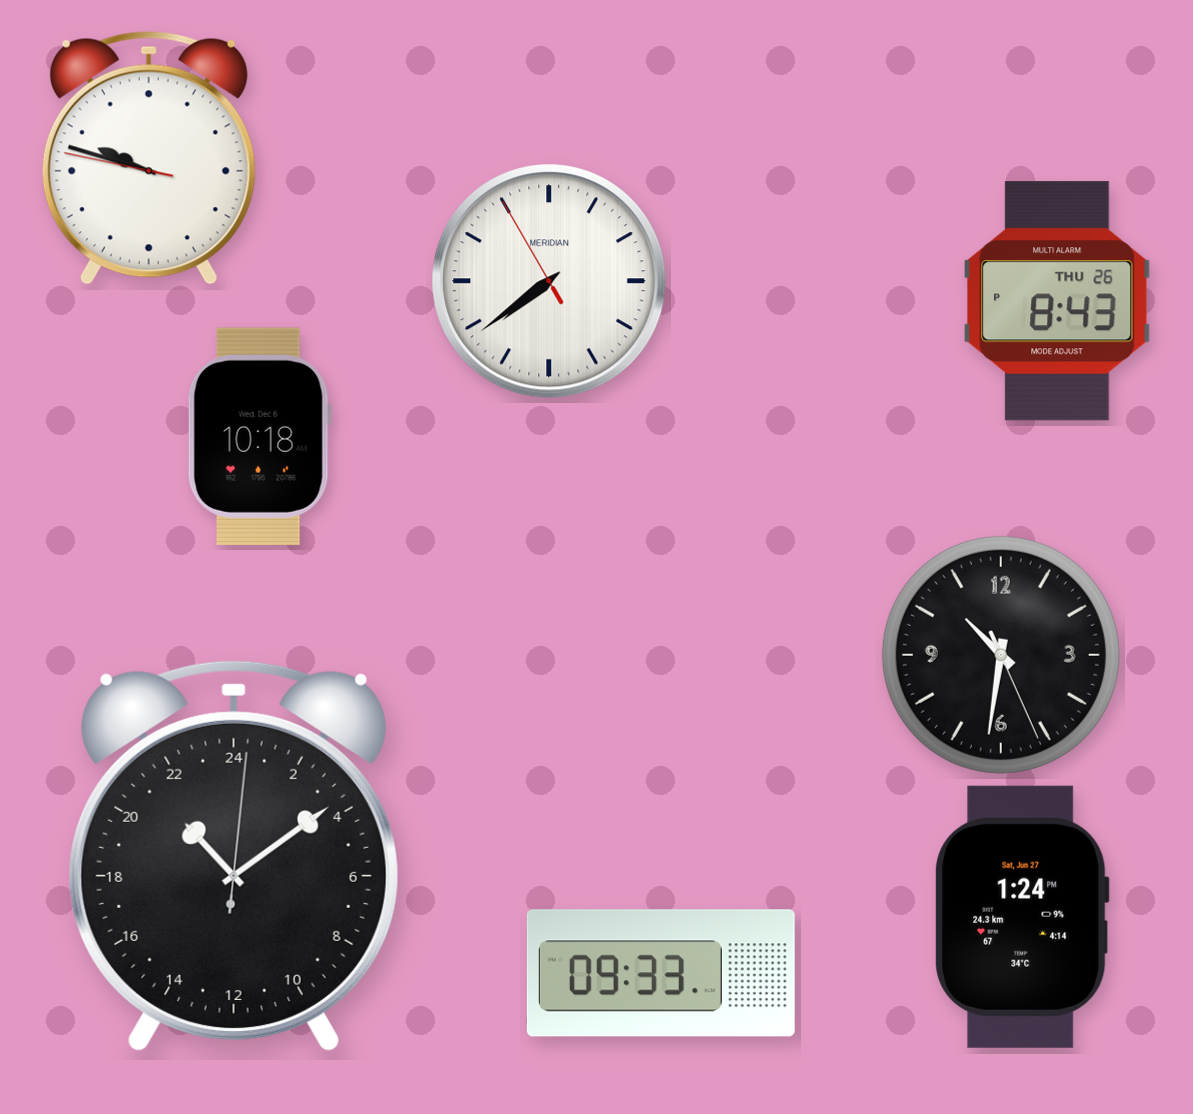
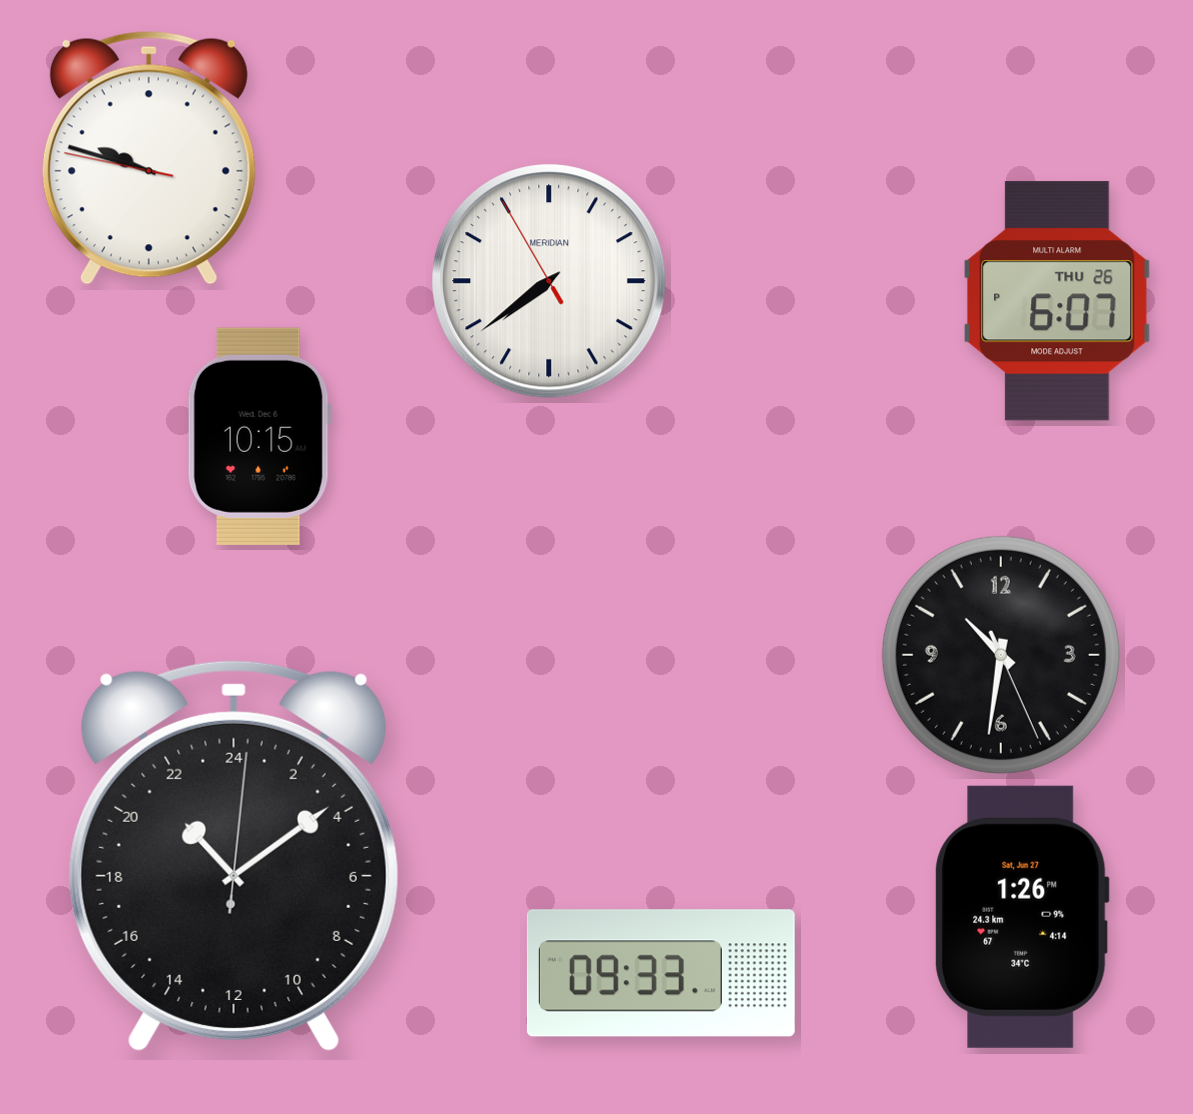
clock at (1057, 301): 8:43 -> 6:07
clock at (259, 436): 10:18 -> 10:15
clock at (1022, 917): 1:24 -> 1:26
